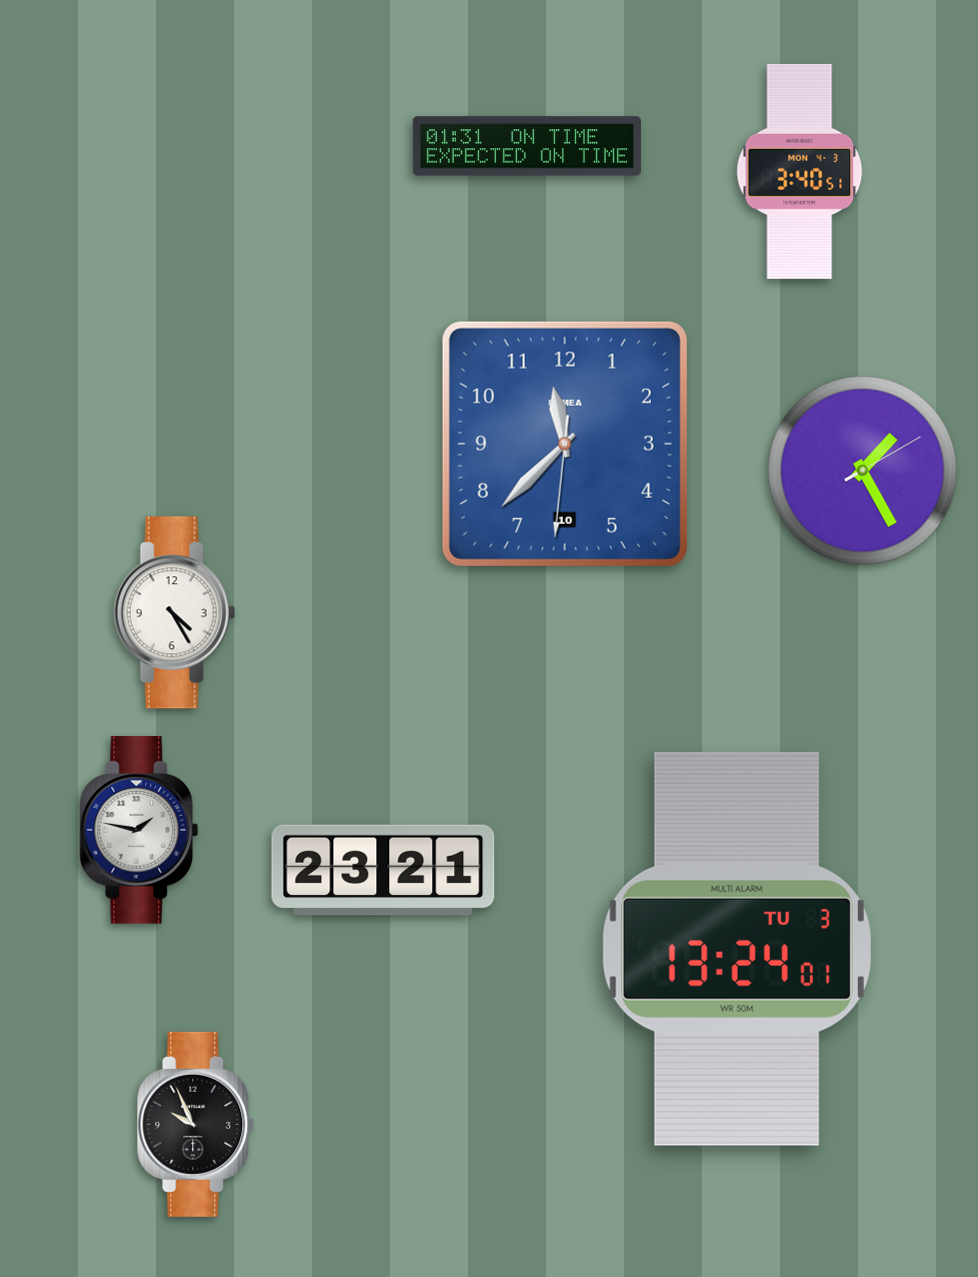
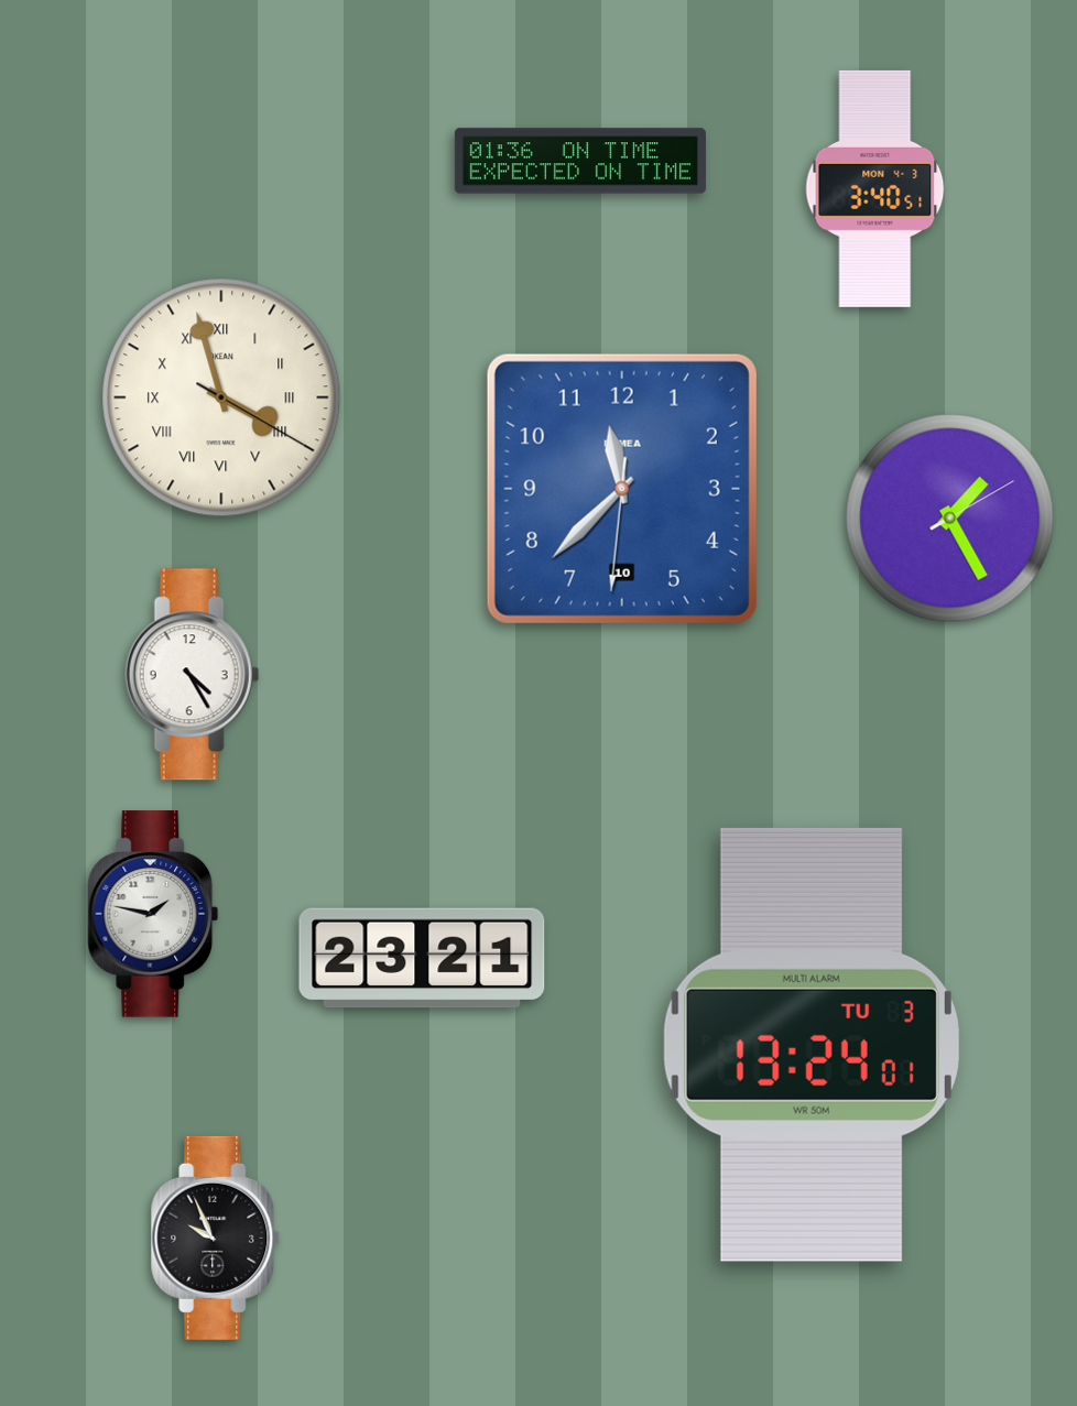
clock at (527, 146): 01:31 -> 01:36
clock at (800, 171) position: (800, 171) -> (875, 188)
clock at (221, 397): none -> 3:57
